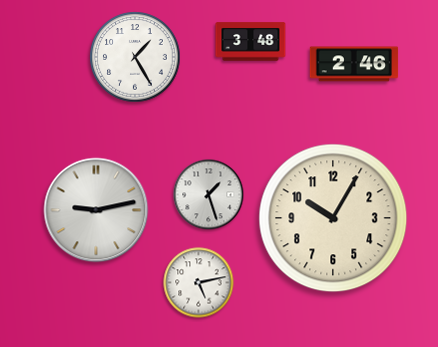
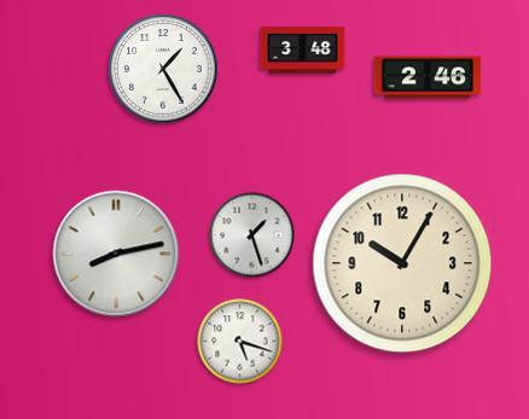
clock at (96, 210): 9:13 -> 8:13
clock at (199, 283): 5:13 -> 5:18
